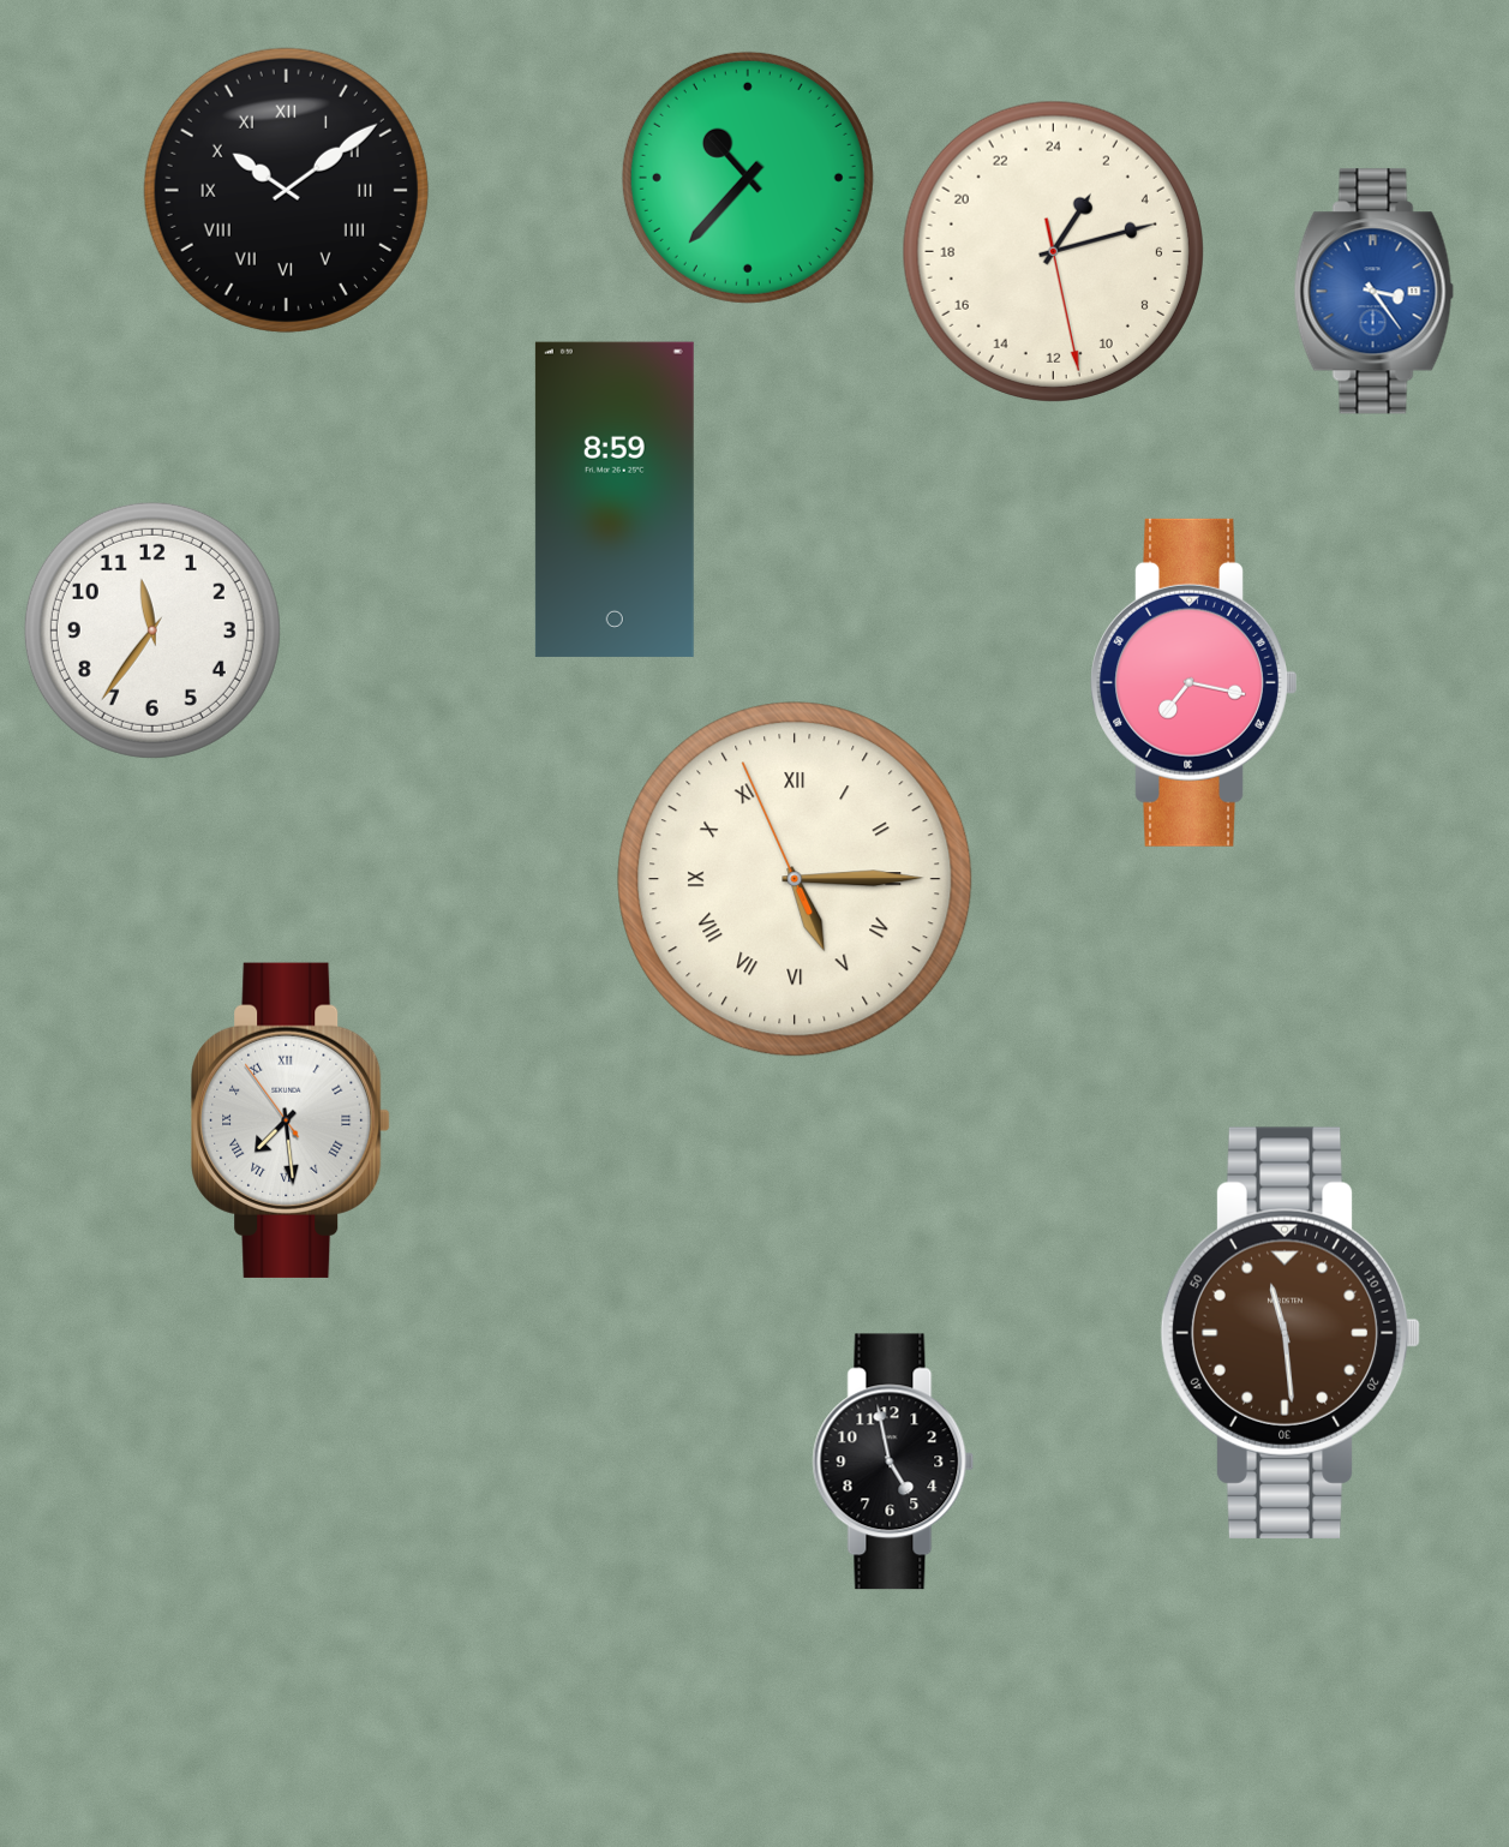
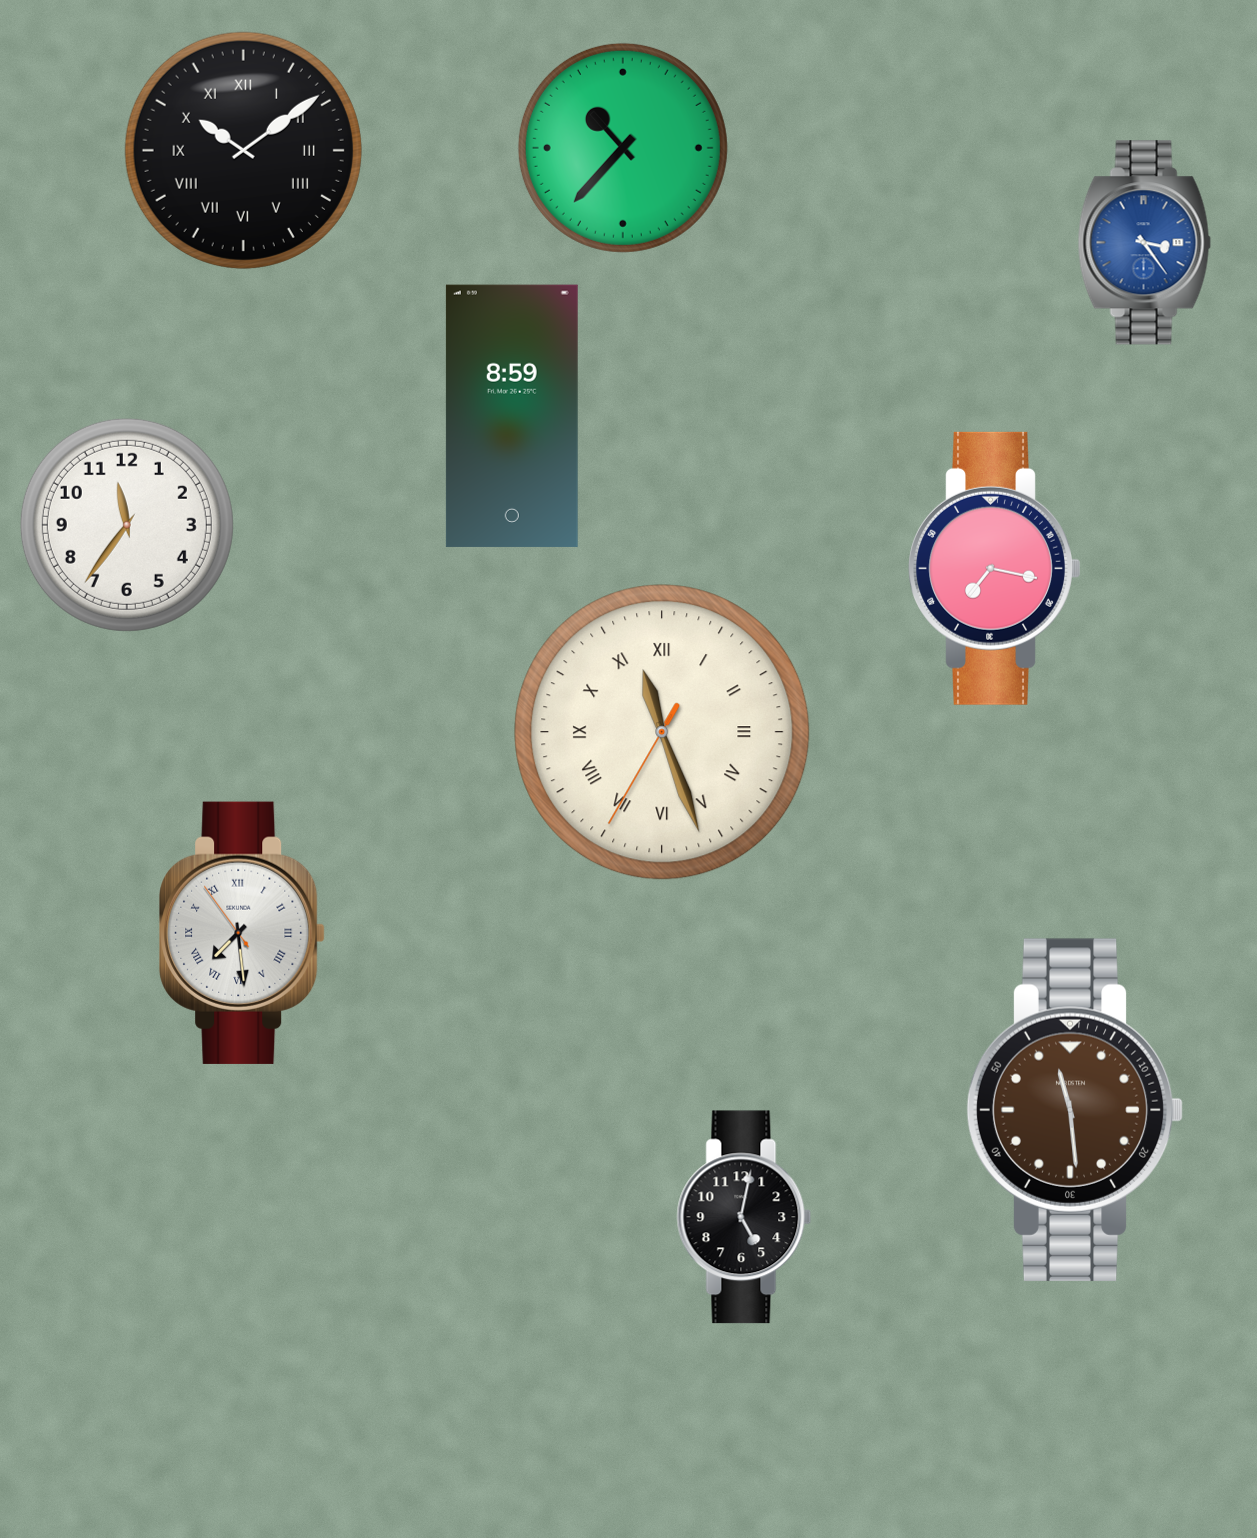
clock at (286, 190) position: (286, 190) -> (243, 150)
clock at (1053, 251): 2:12 -> none
clock at (795, 879): 5:14 -> 11:26
clock at (893, 1462): 4:58 -> 5:02
